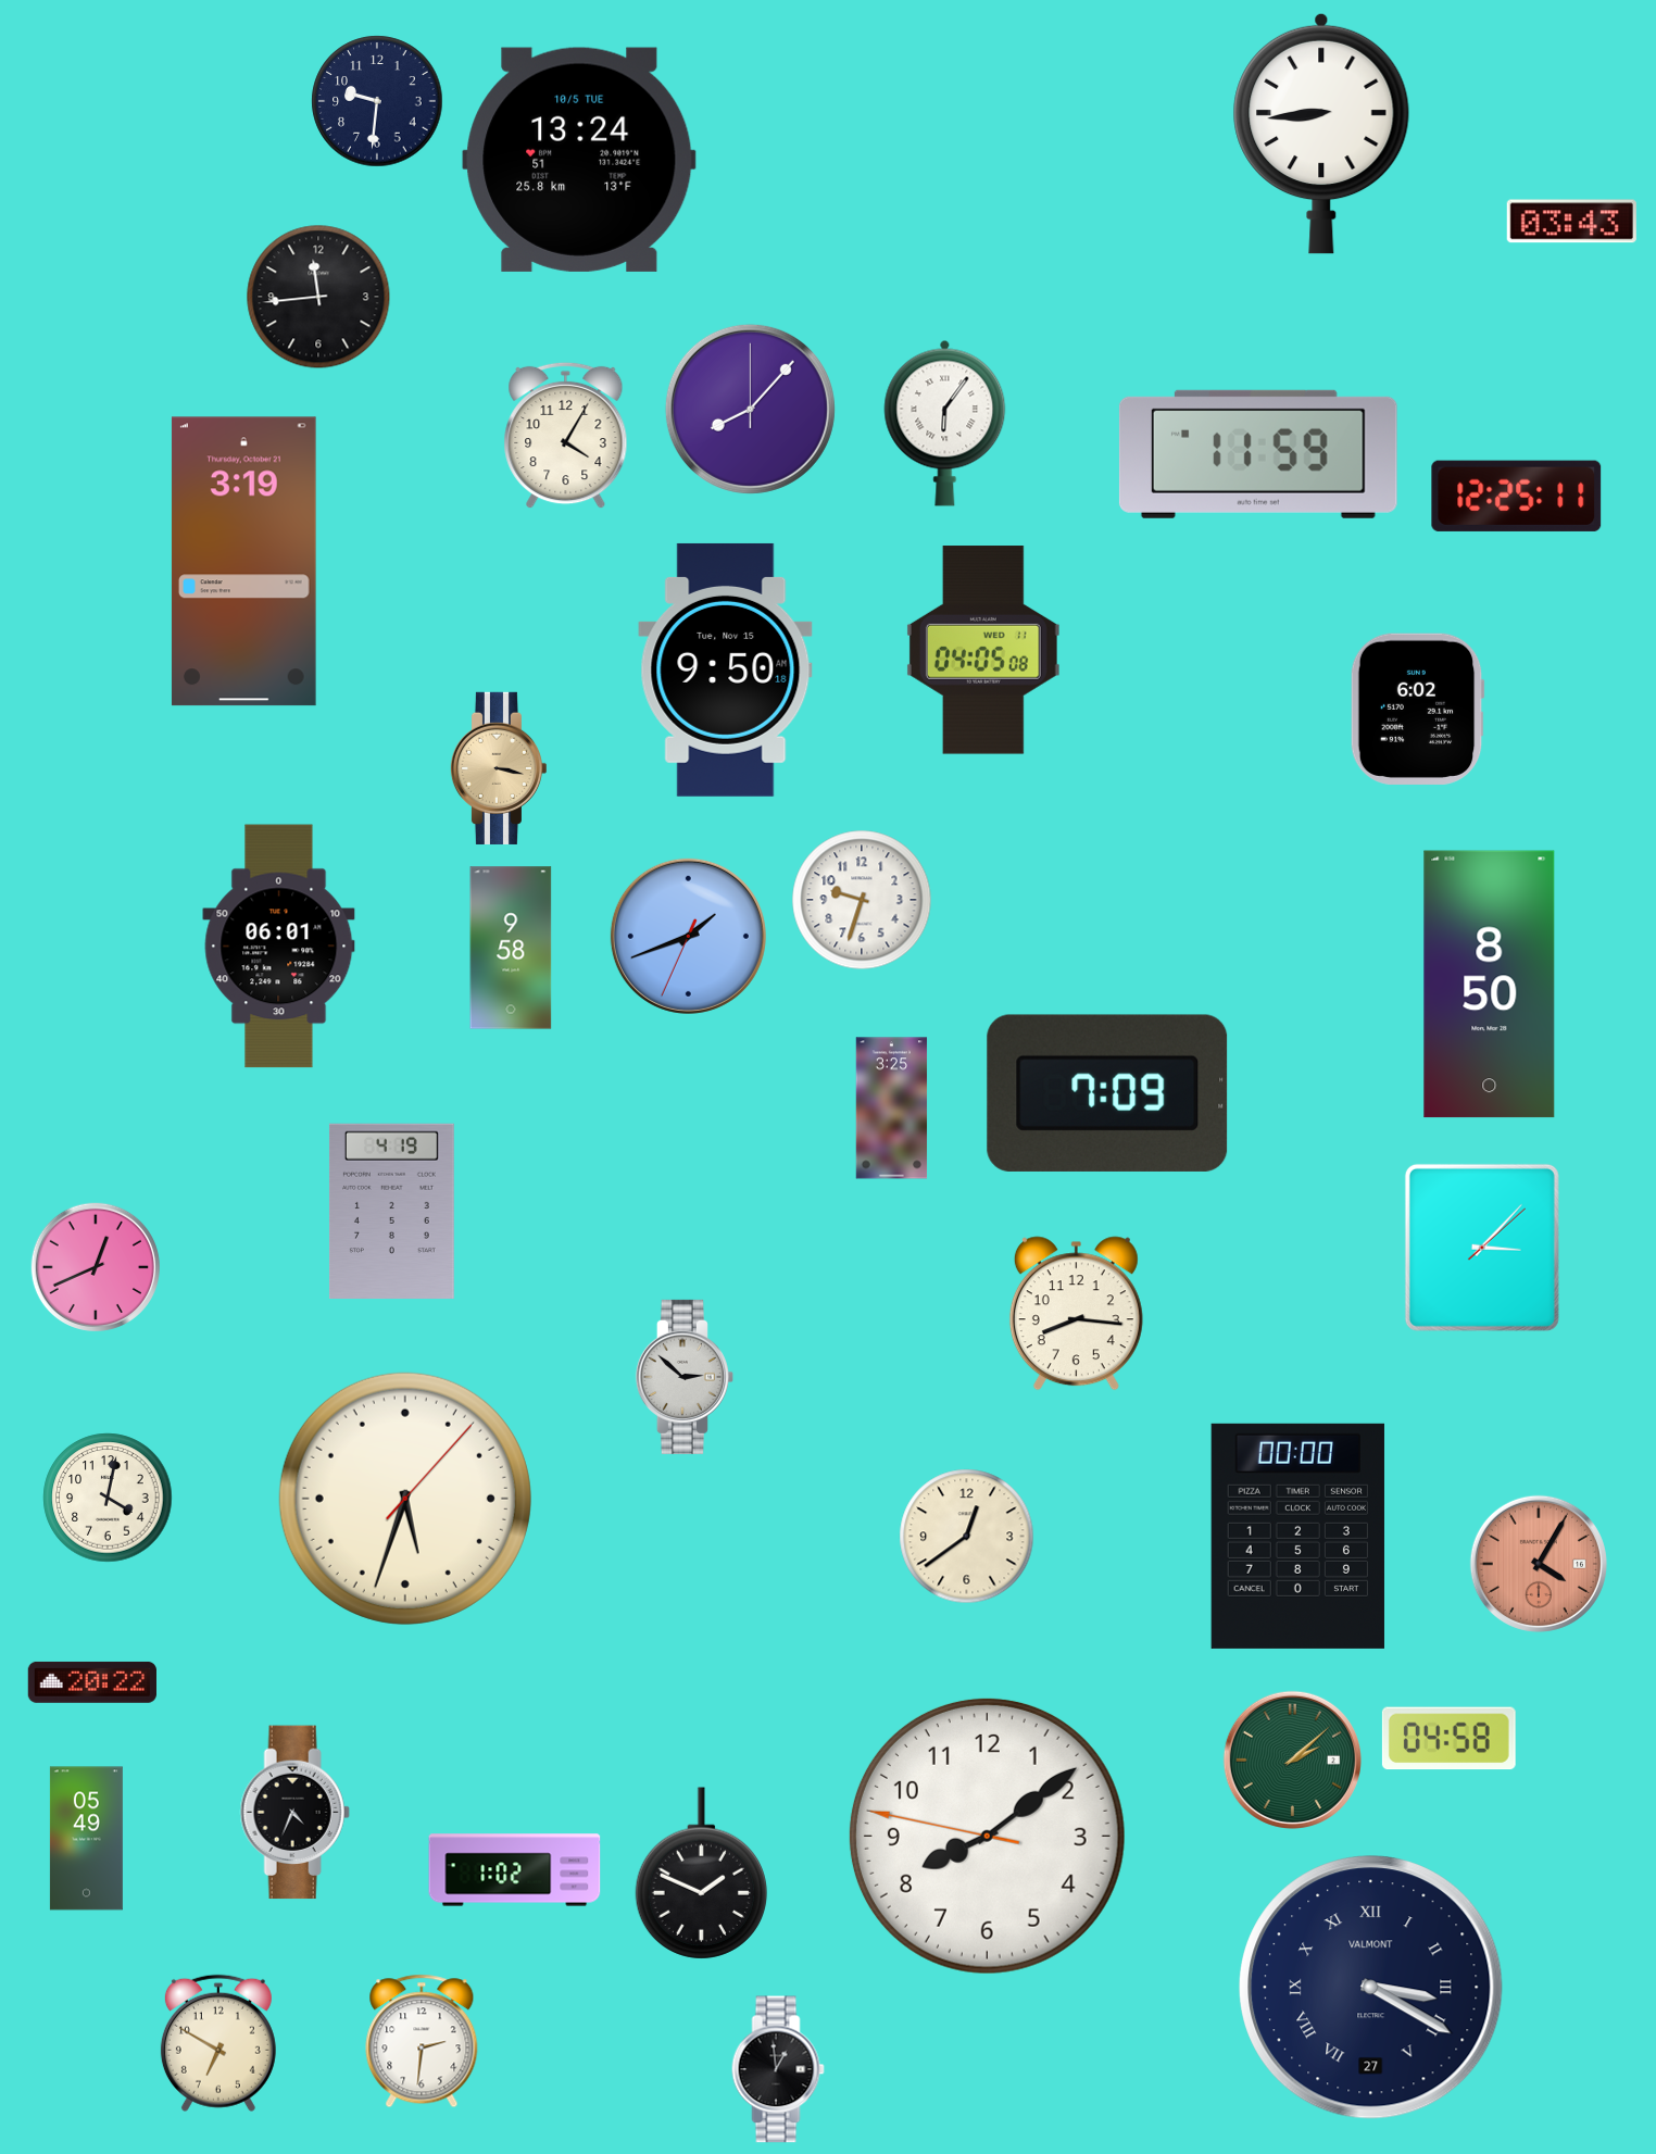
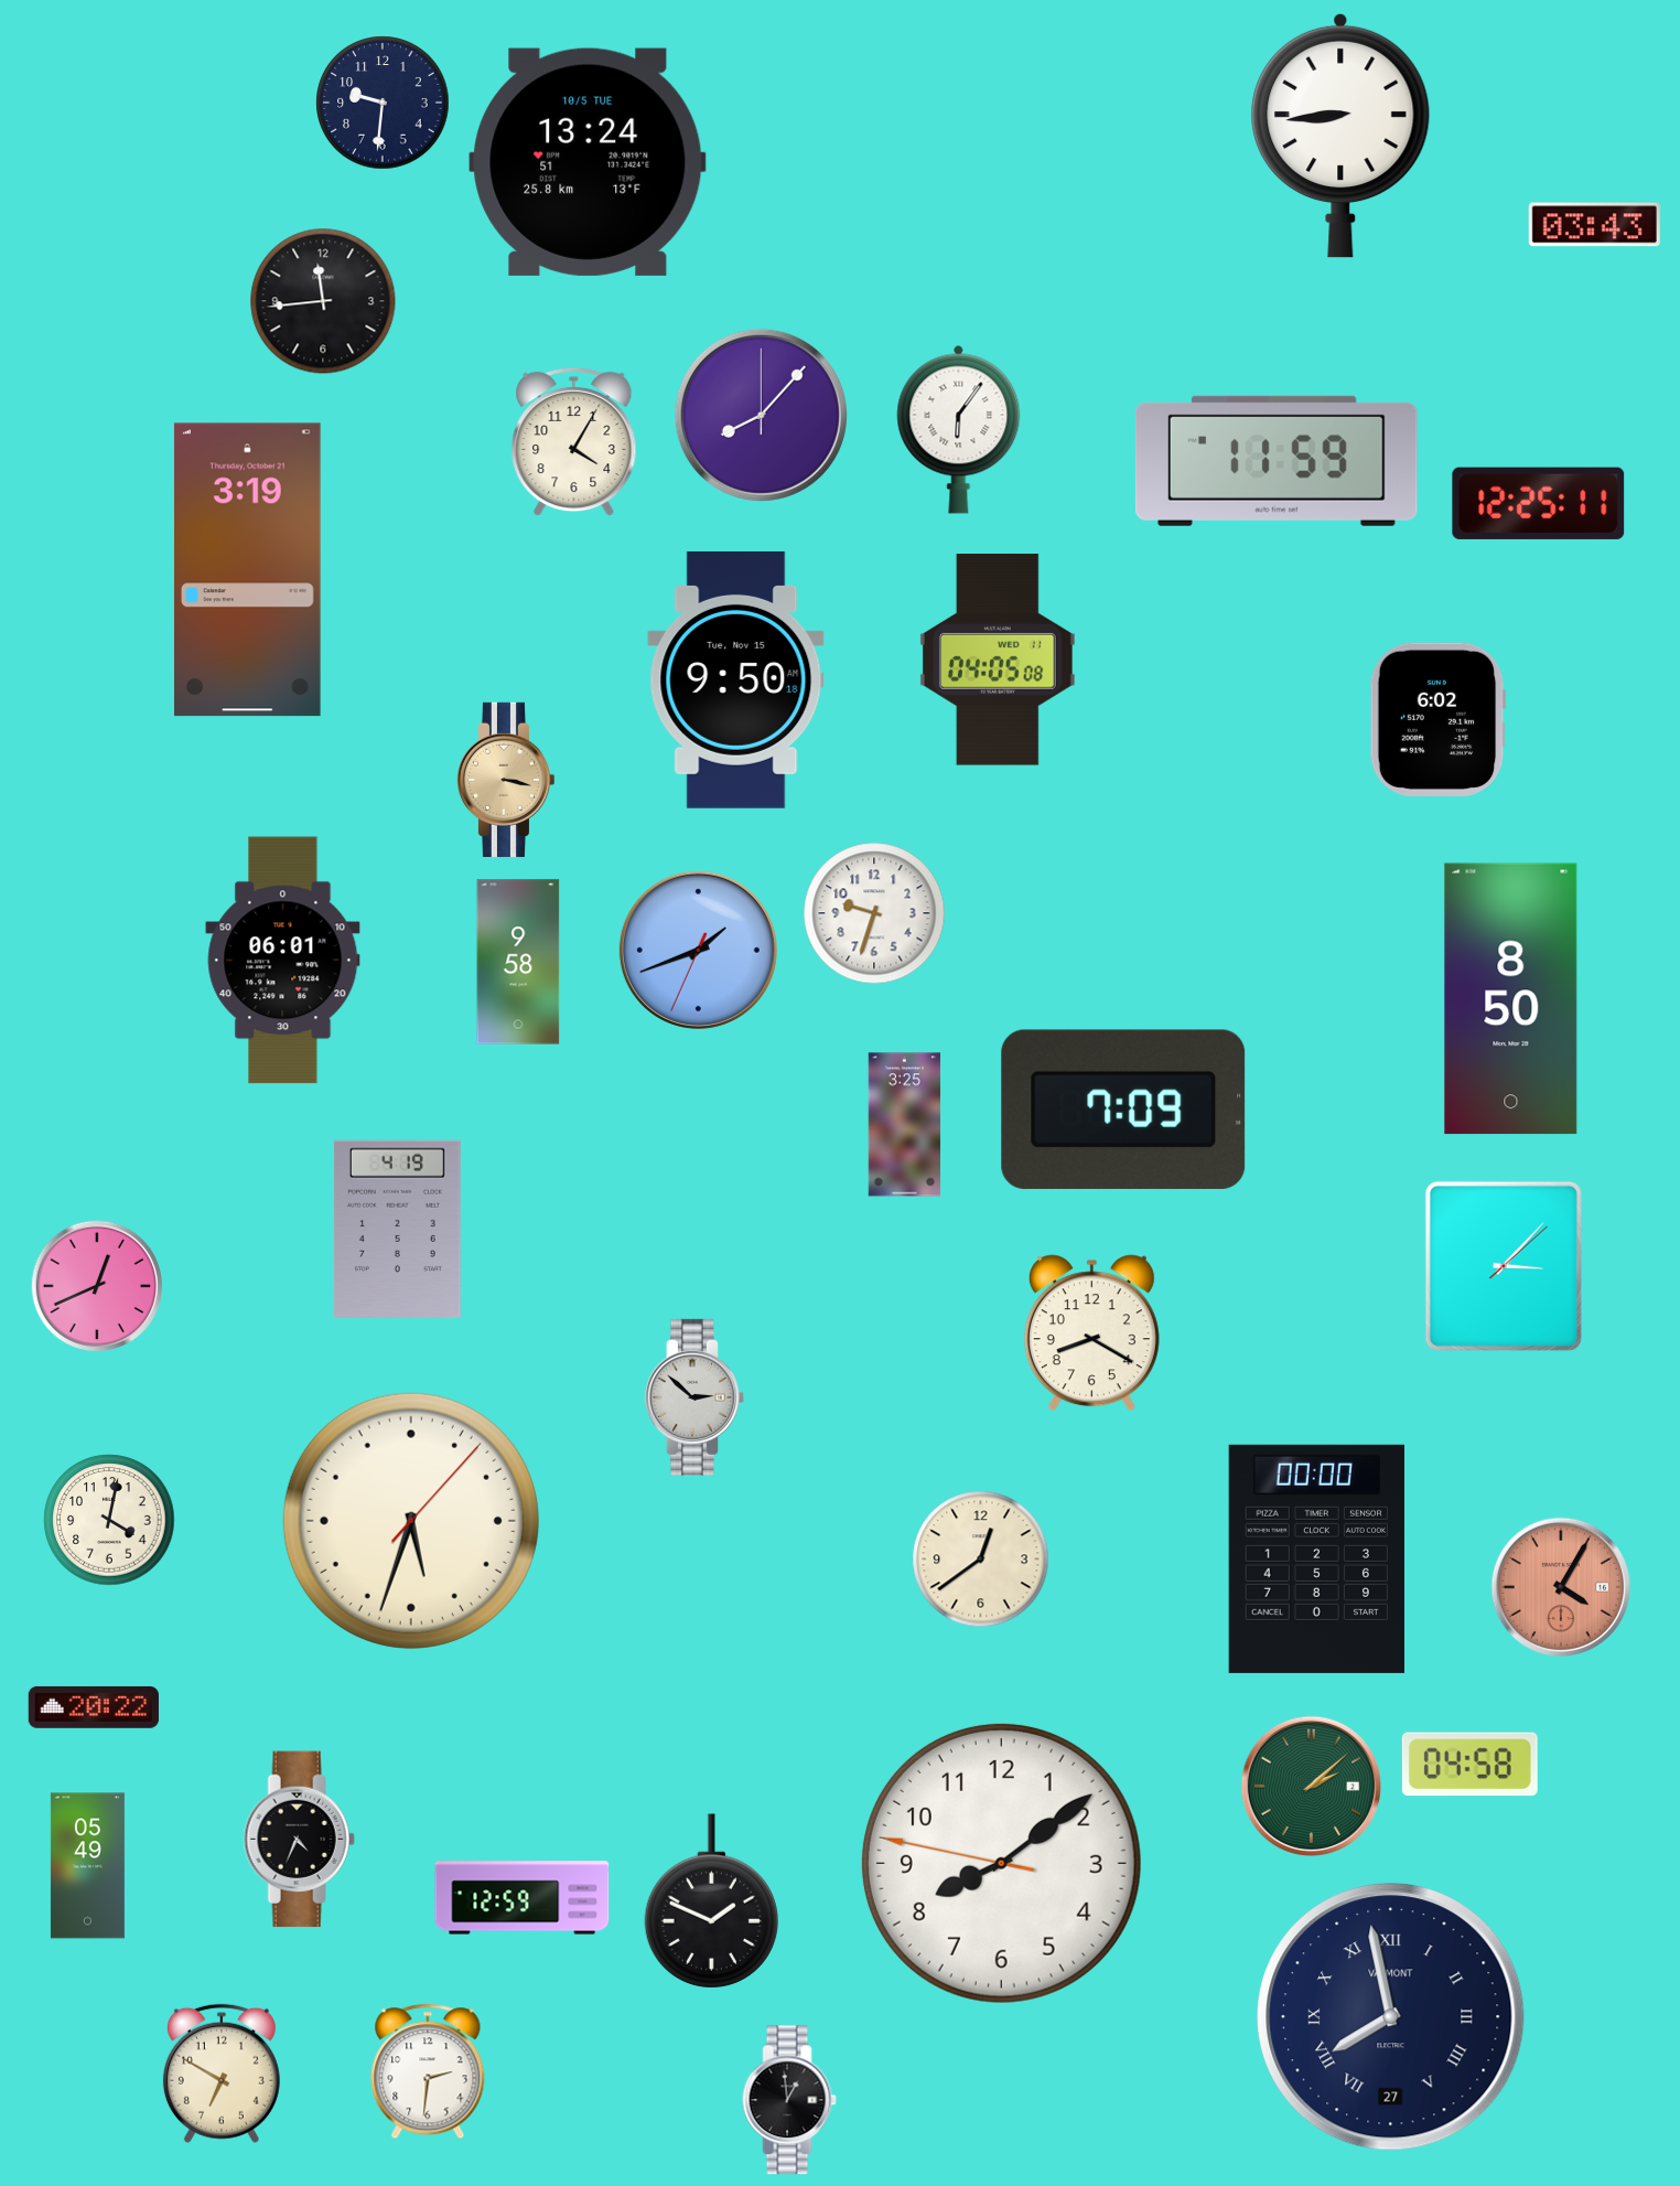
clock at (1076, 1314): 8:16 -> 8:20
clock at (515, 1870): 1:02 -> 12:59
clock at (1371, 1988): 3:20 -> 7:58
